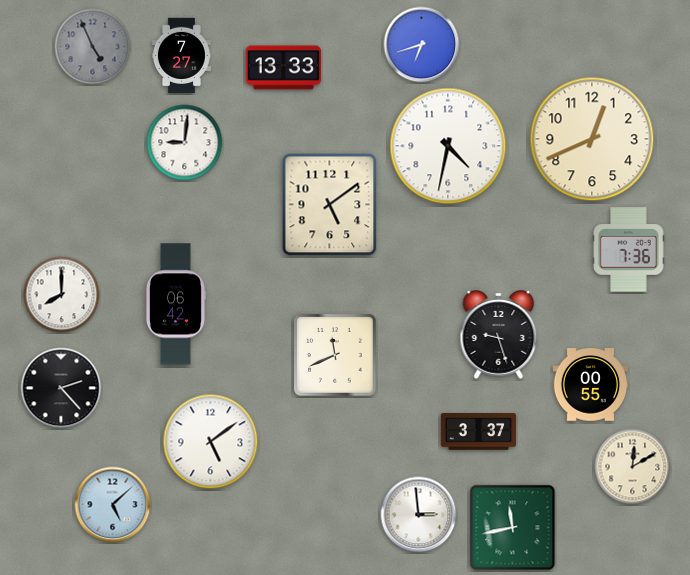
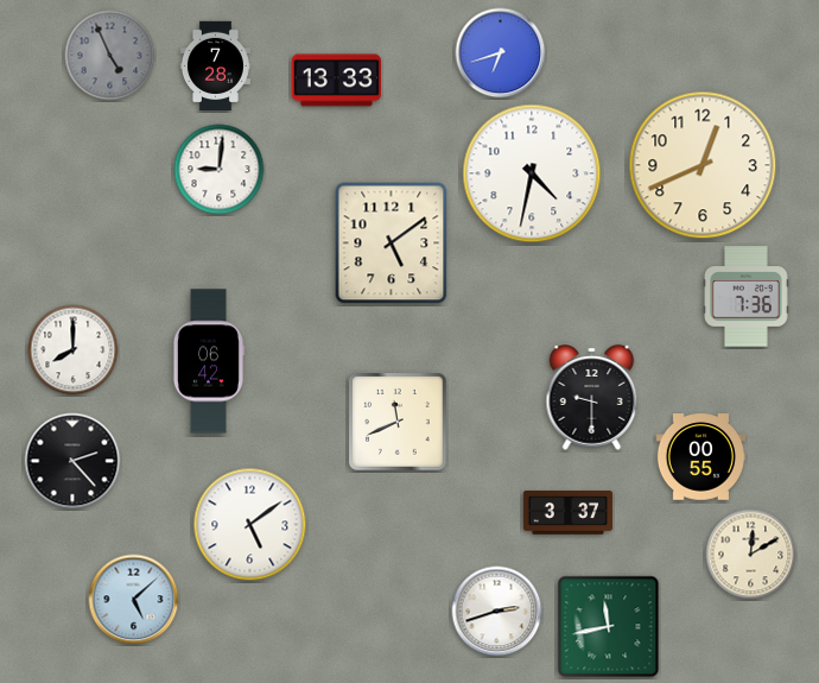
clock at (181, 56): 7:27 -> 7:28
clock at (499, 335): 9:27 -> 9:30
clock at (419, 515): 2:59 -> 2:42
